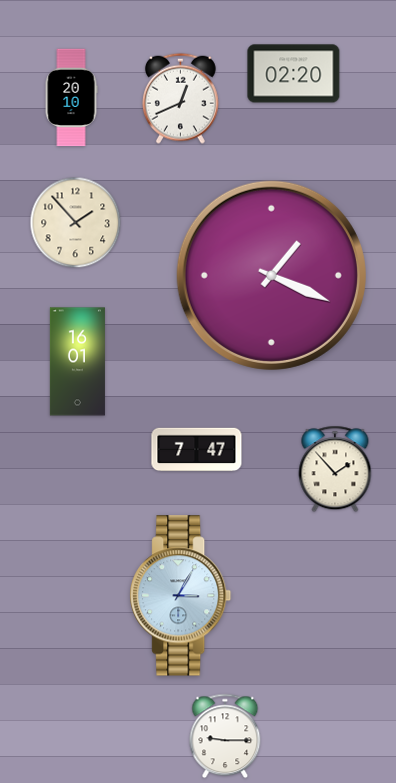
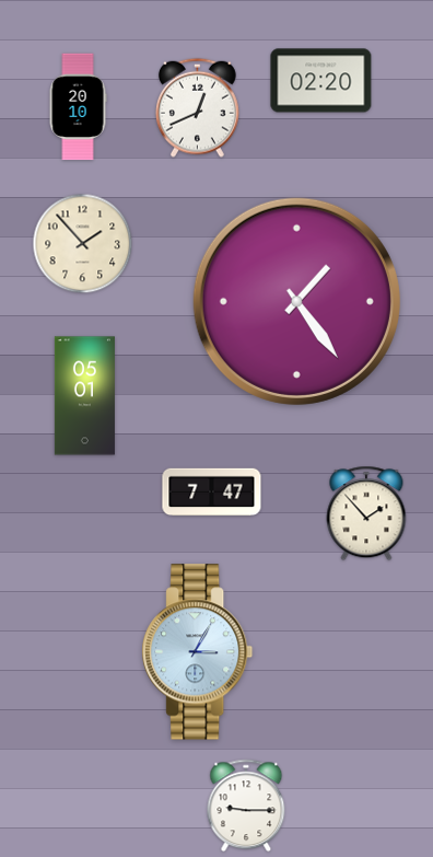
clock at (271, 275): 1:19 -> 1:24
clock at (77, 362): 16:01 -> 05:01
clock at (197, 450) position: (197, 450) -> (212, 493)
